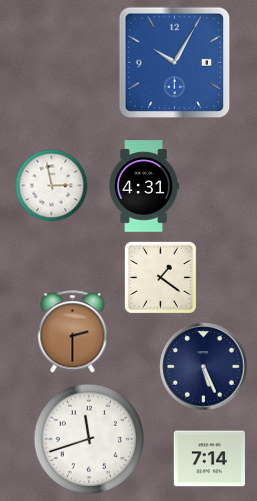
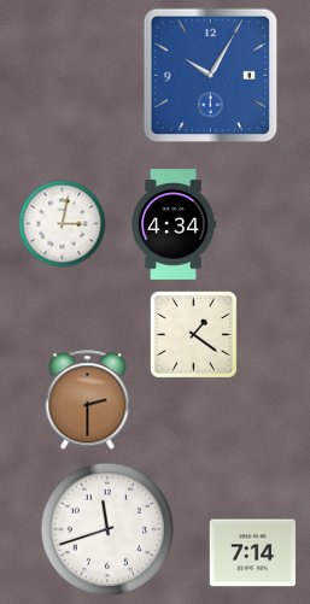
clock at (52, 186): 2:58 -> 3:02
clock at (143, 186): 4:31 -> 4:34
clock at (204, 367): 5:26 -> none
